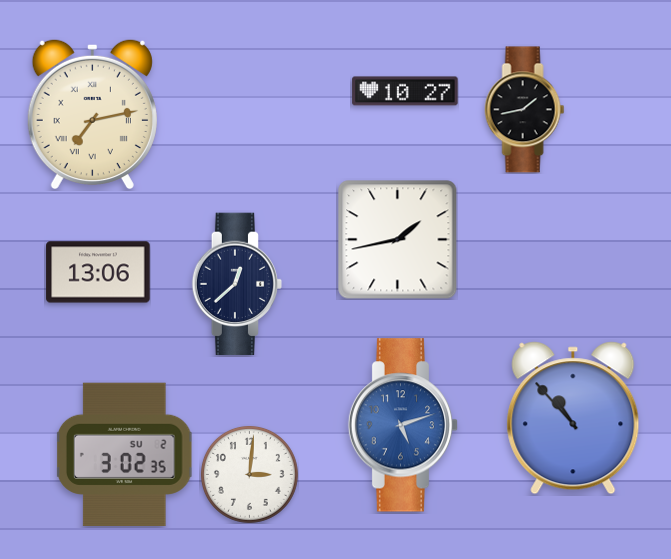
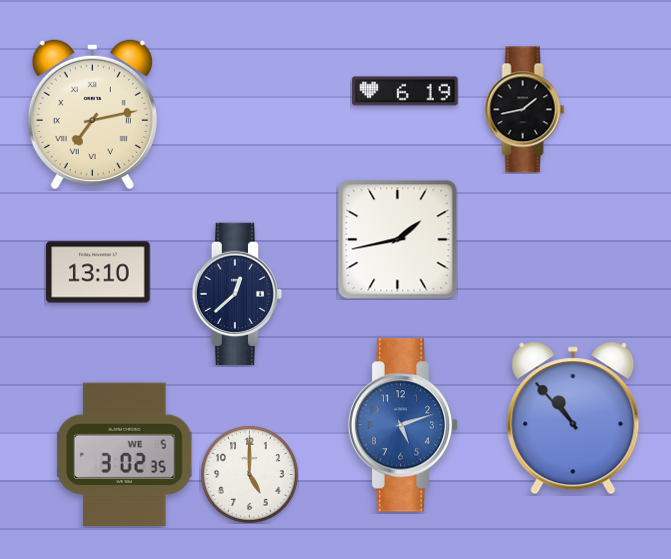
clock at (405, 91): 10:27 -> 6:19
clock at (98, 272): 13:06 -> 13:10
clock at (237, 284) position: (237, 284) -> (237, 294)
clock at (124, 455) date: SU 2 -> WE 5
clock at (249, 474): 3:01 -> 5:00
